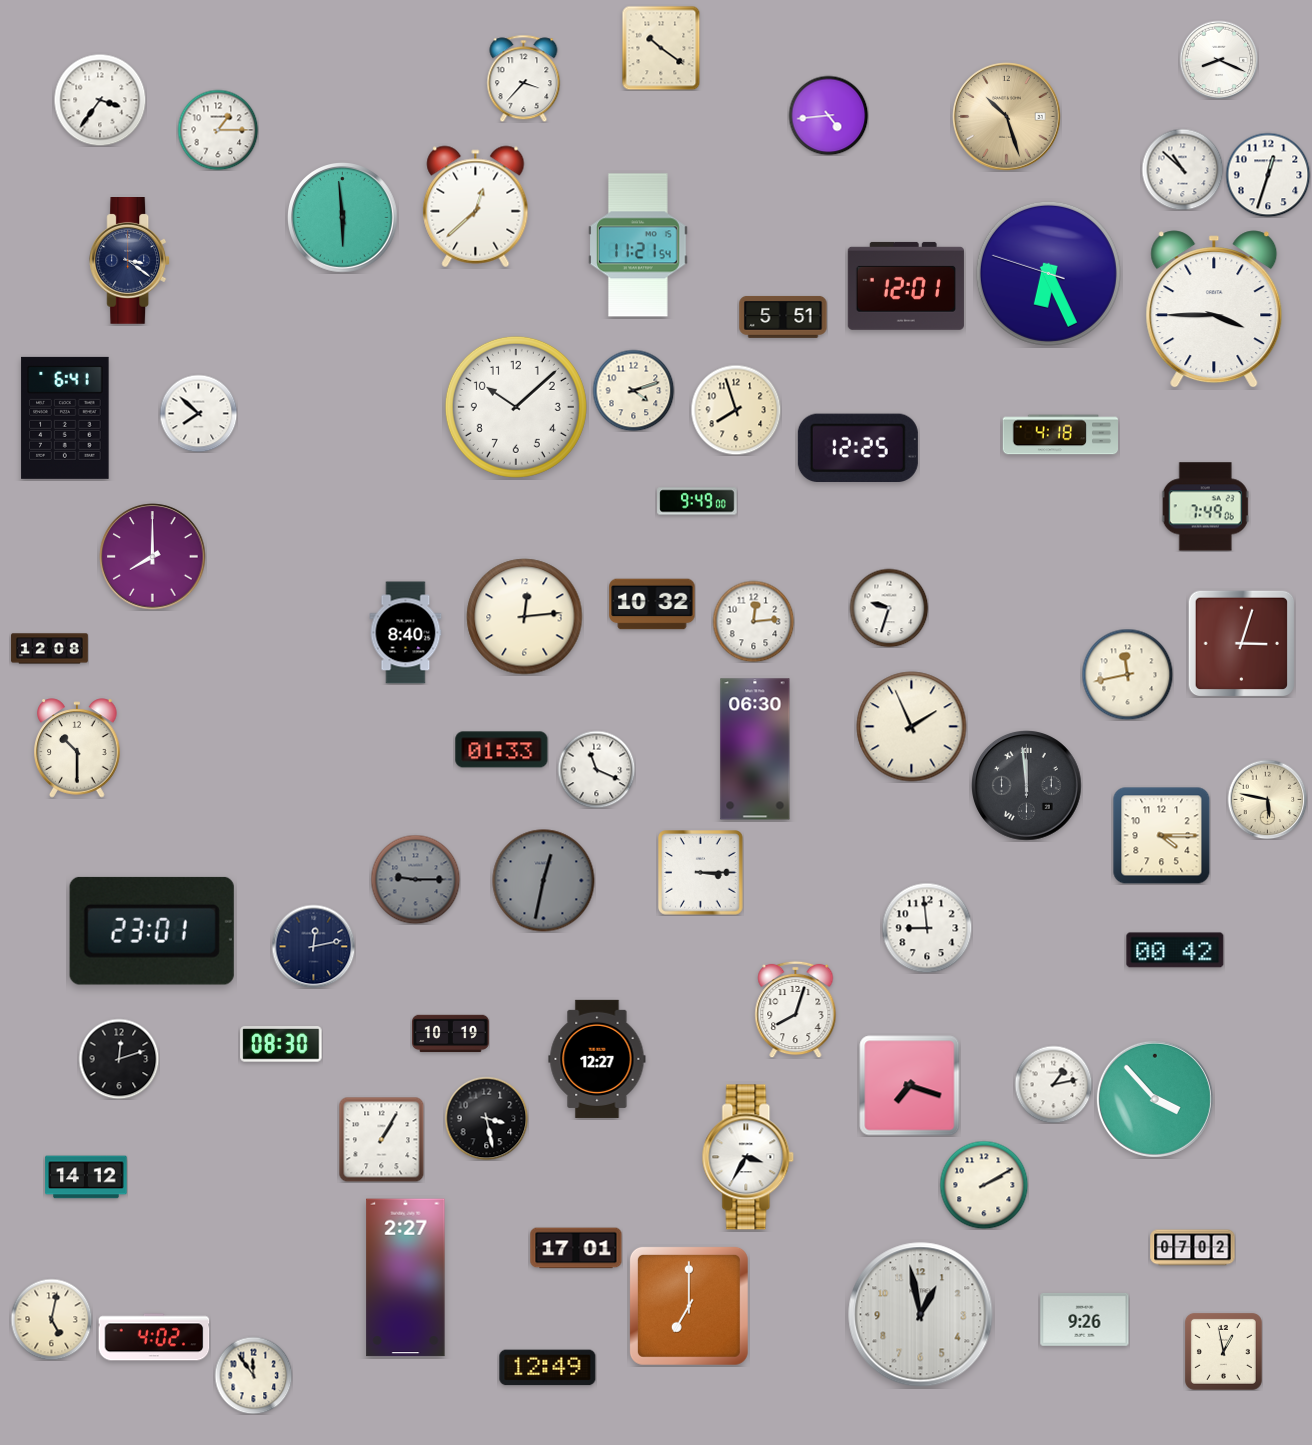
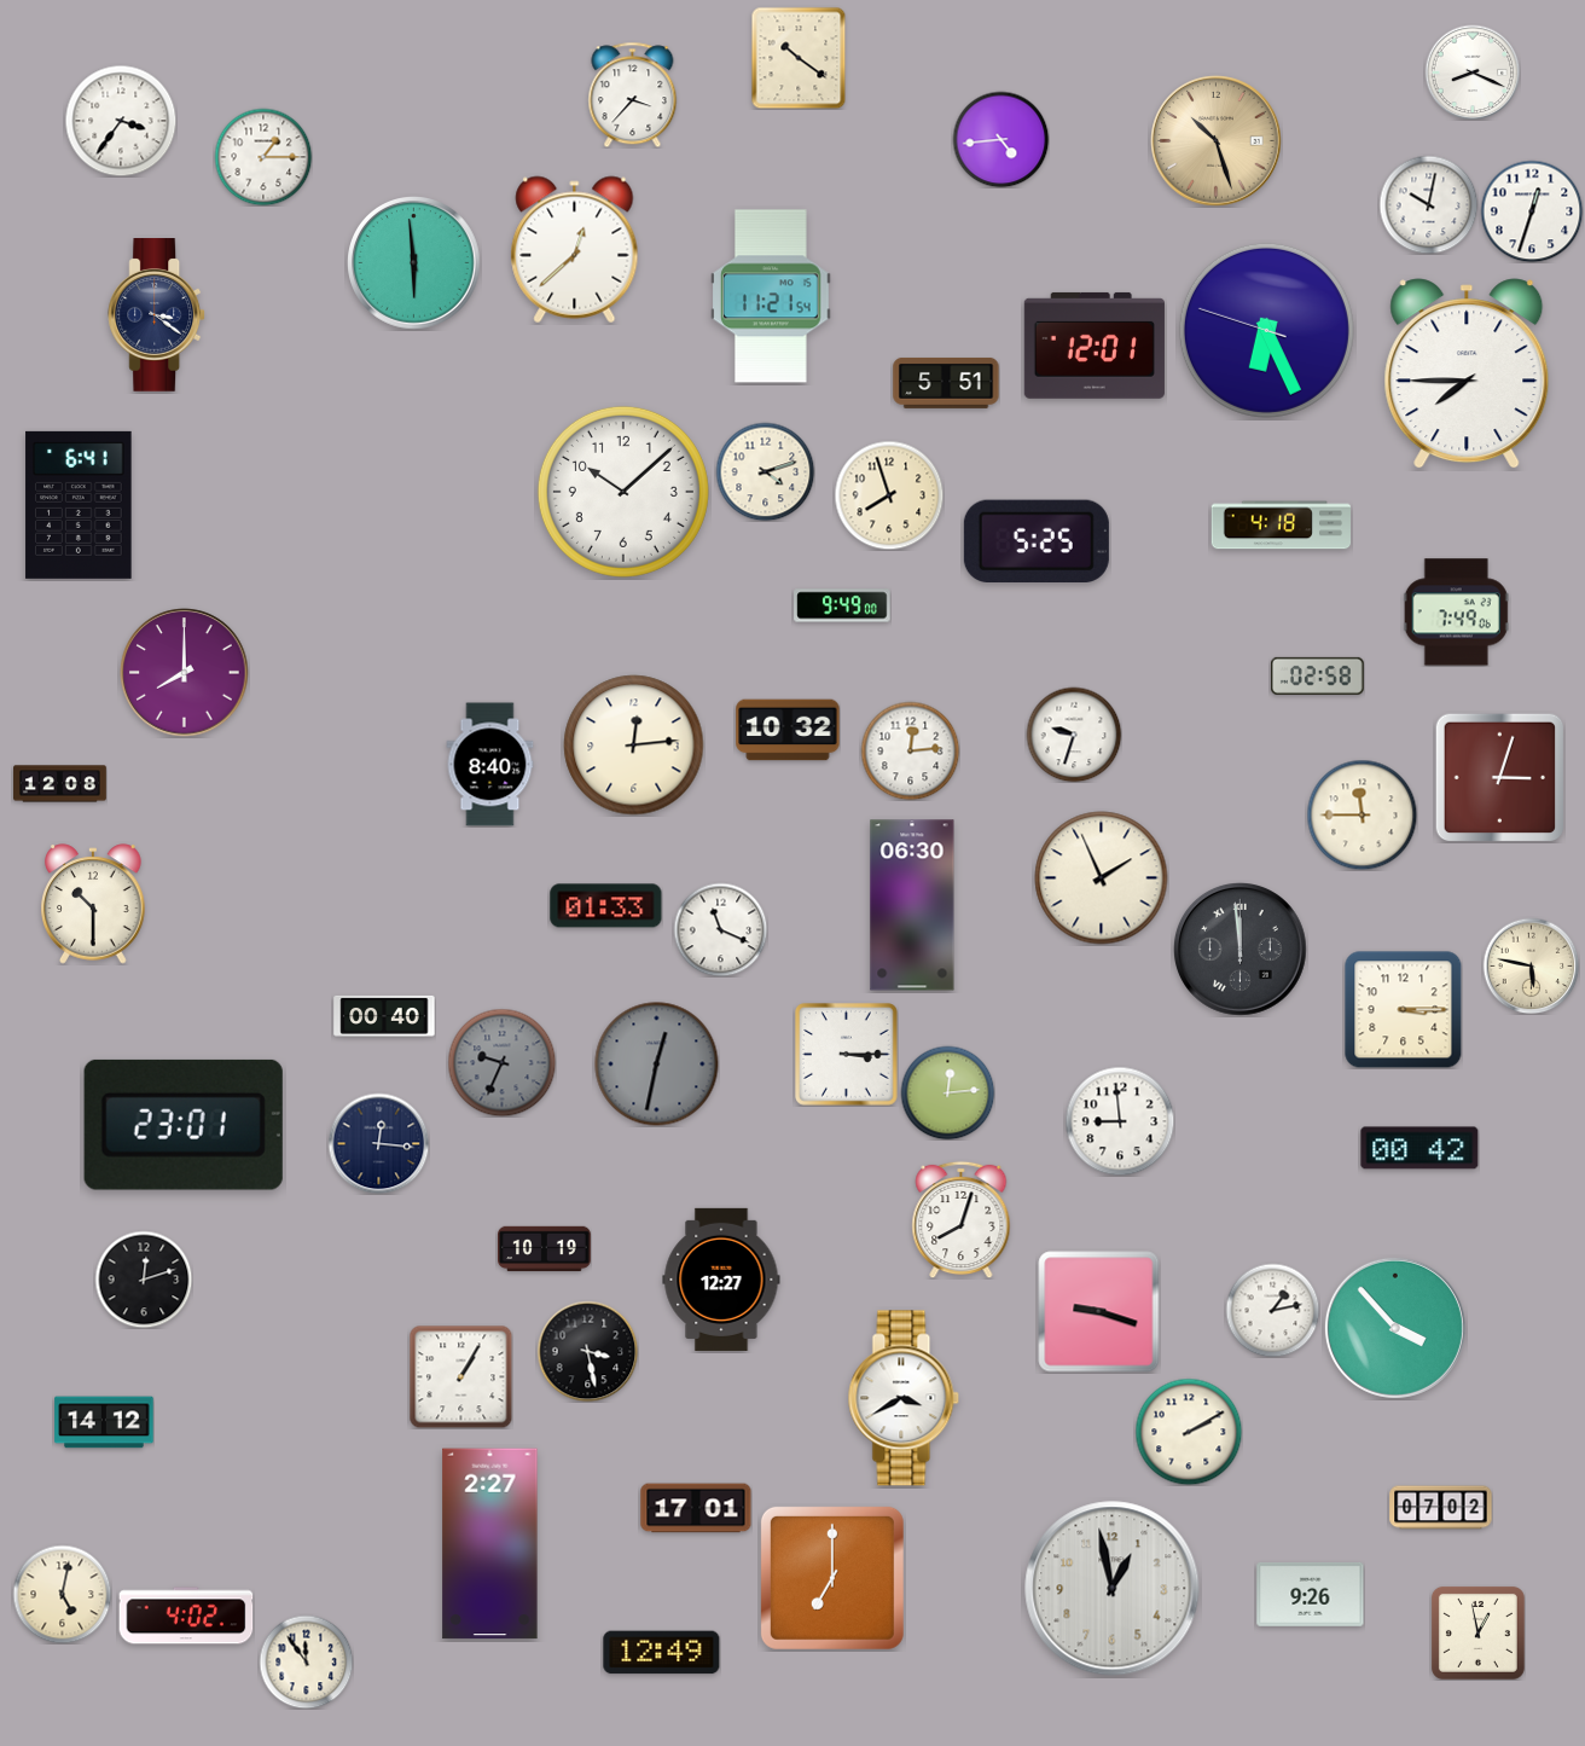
clock at (1182, 169): 10:52 -> 10:02
clock at (1214, 309): 3:45 -> 7:45
clock at (198, 413): 7:52 -> none
clock at (858, 447): 12:25 -> 5:25
clock at (1317, 675): none -> 02:58
clock at (1127, 674): 11:43 -> 11:45
clock at (1162, 836): 4:15 -> 3:15
clock at (384, 1016): none -> 00:40
clock at (415, 879): 9:15 -> 9:34
clock at (947, 1092): none -> 12:14
clock at (313, 946): 12:13 -> 12:16
clock at (281, 1044): 08:30 -> none
clock at (910, 1086): 7:18 -> 9:18
clock at (748, 1157): 3:35 -> 3:40
